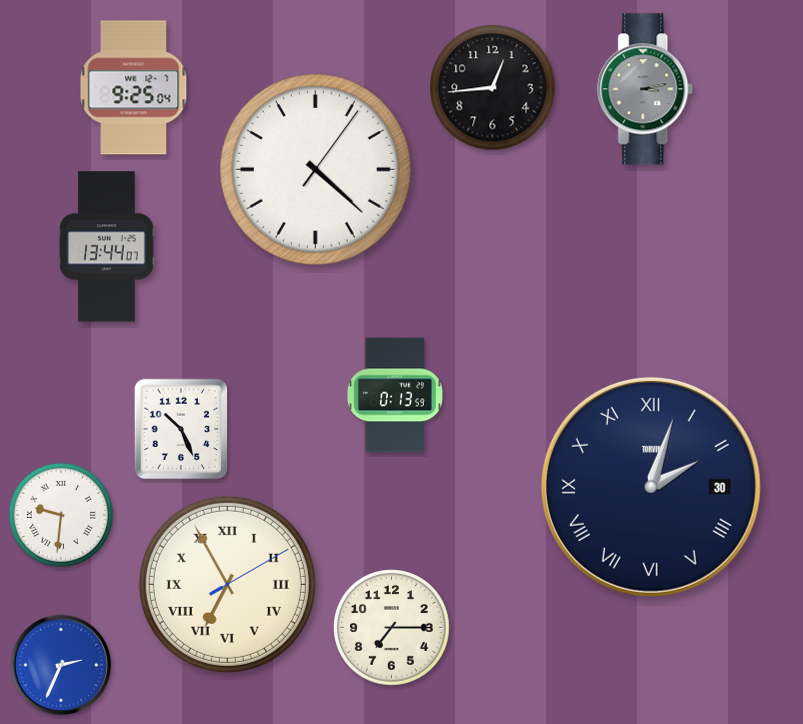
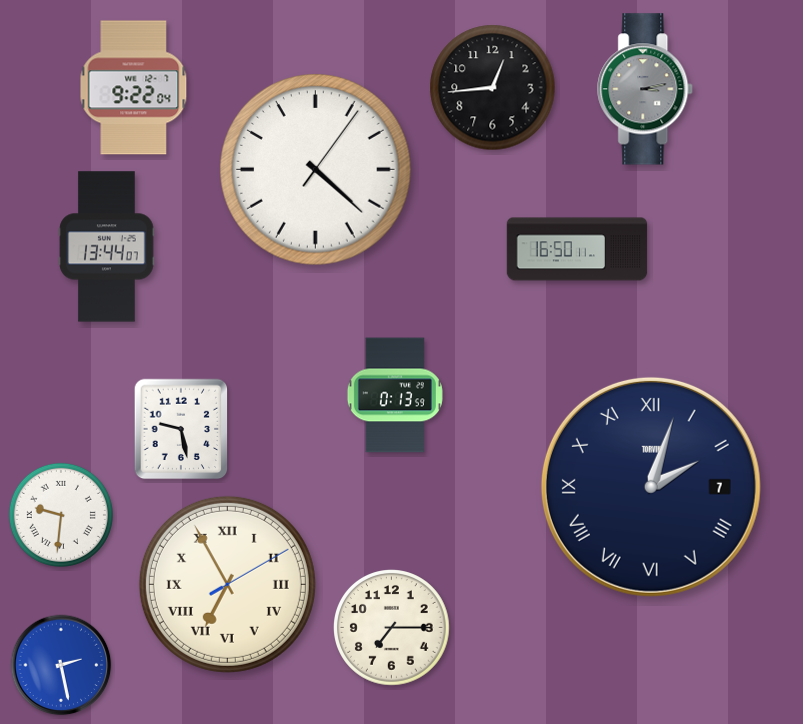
clock at (134, 88): 9:25 -> 9:22
clock at (577, 249): none -> 16:50
clock at (181, 429): 10:26 -> 9:28
clock at (651, 487) date: 30 -> 7
clock at (61, 665): 2:34 -> 2:28
